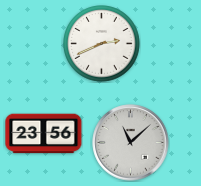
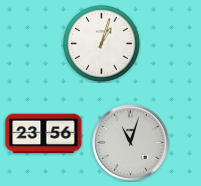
clock at (102, 44): 2:41 -> 1:03
clock at (131, 143): 11:08 -> 11:03
